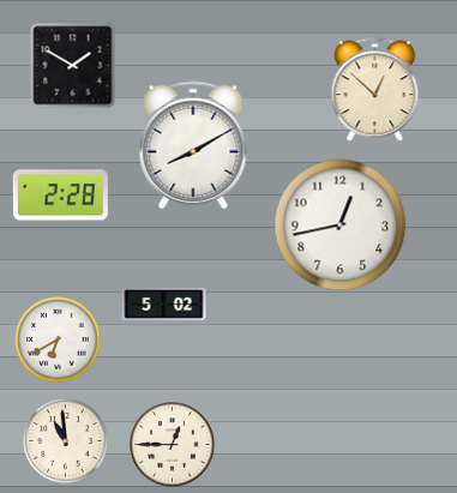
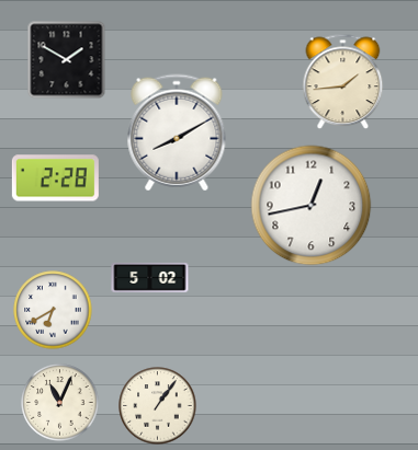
clock at (375, 90): 12:52 -> 1:44
clock at (66, 441): 10:59 -> 11:04
clock at (173, 445): 12:45 -> 1:06
